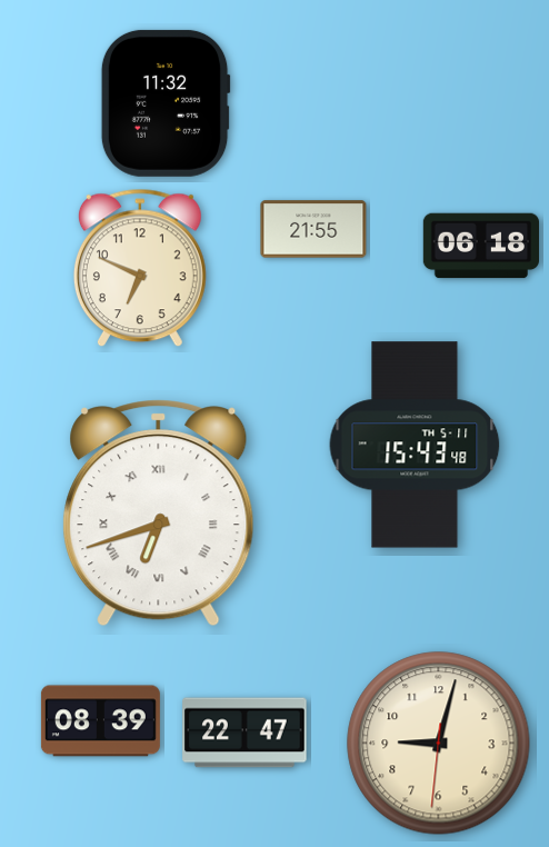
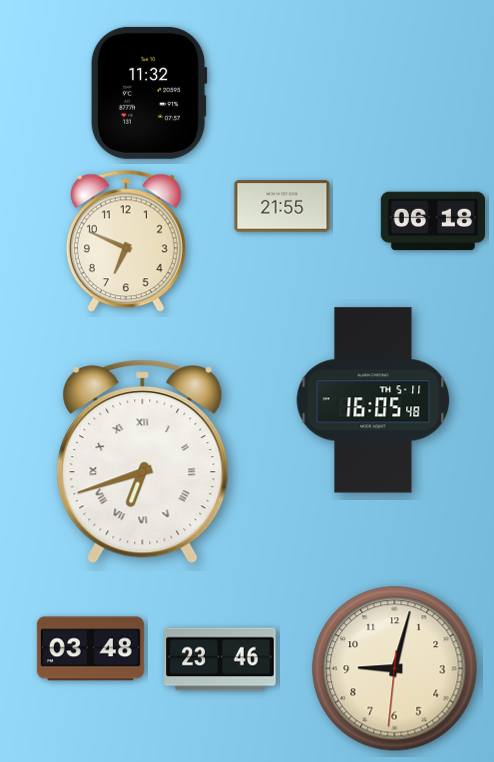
clock at (415, 445): 15:43 -> 16:05
clock at (100, 721): 08:39 -> 03:48
clock at (244, 733): 22:47 -> 23:46
